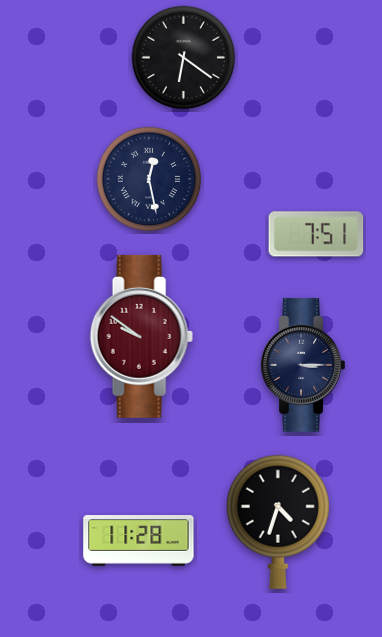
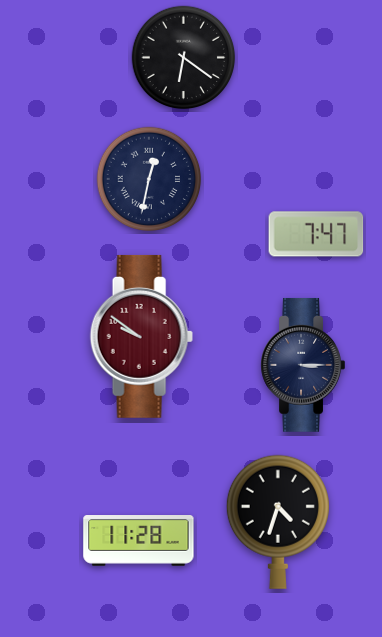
clock at (149, 179): 12:28 -> 12:32
clock at (316, 234): 7:51 -> 7:47
